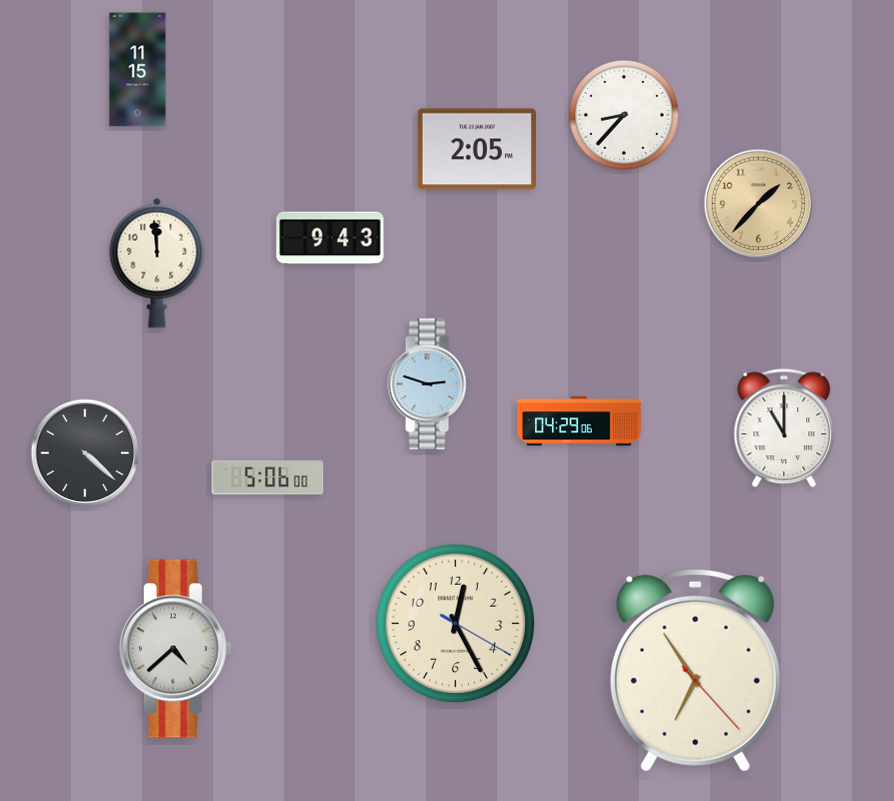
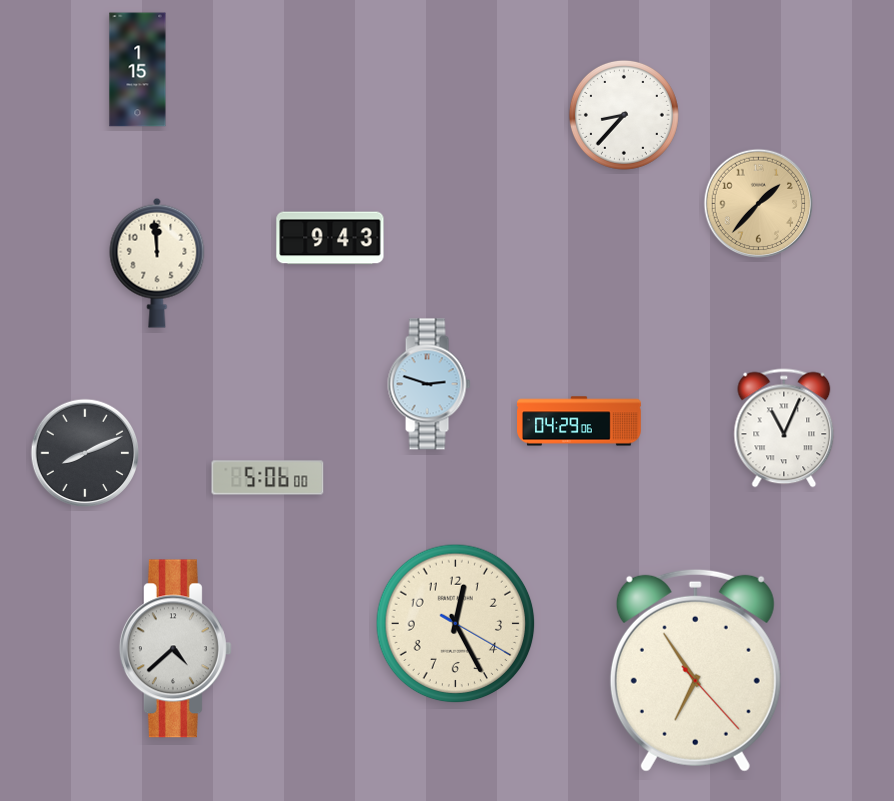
clock at (138, 70): 11:15 -> 1:15
clock at (477, 149): 2:05 -> none
clock at (784, 428): 11:00 -> 11:04
clock at (85, 453): 4:22 -> 8:11
